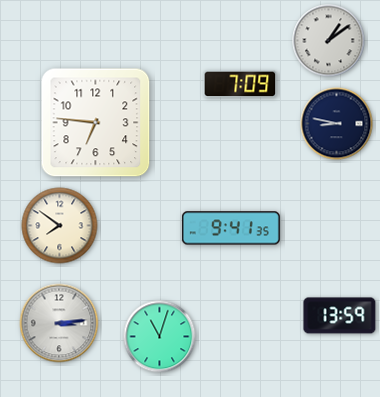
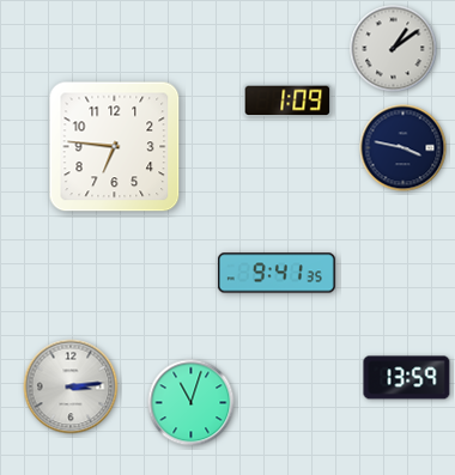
clock at (240, 84): 7:09 -> 1:09
clock at (337, 124): 8:47 -> 3:47
clock at (60, 226): 7:51 -> none
